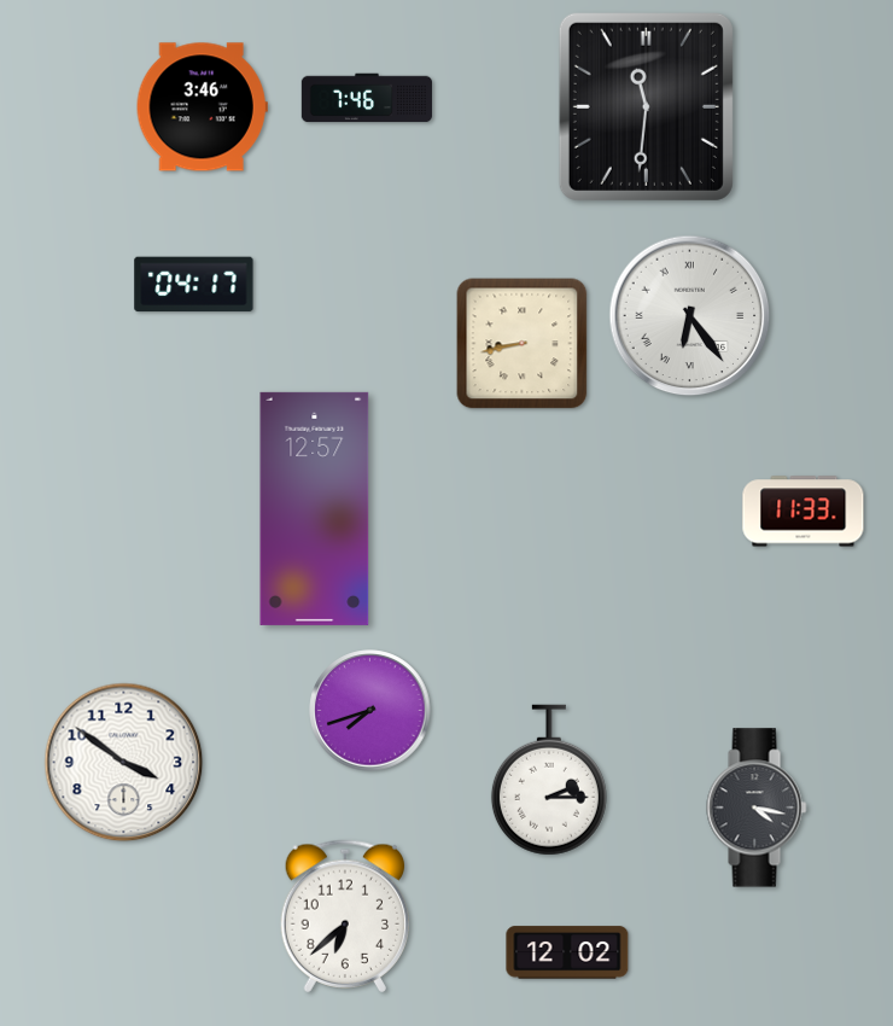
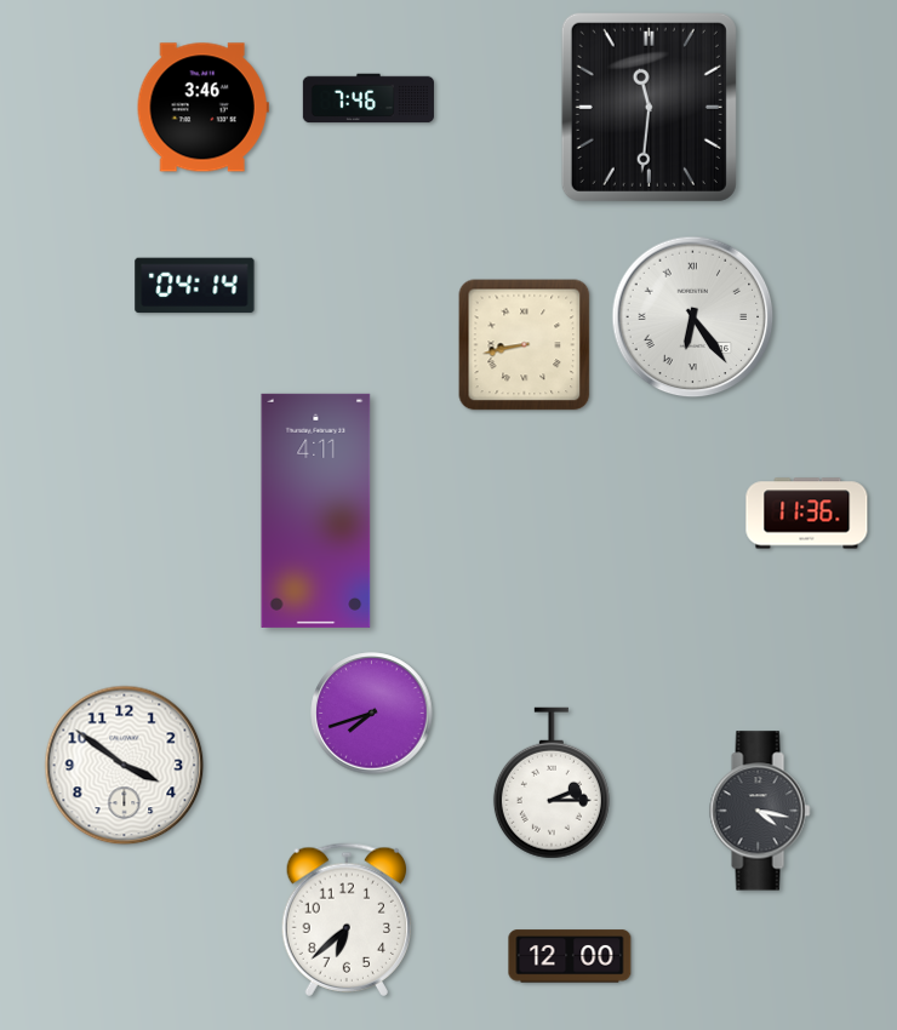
clock at (194, 285): 04:17 -> 04:14
clock at (315, 508): 12:57 -> 4:11
clock at (804, 512): 11:33 -> 11:36
clock at (567, 952): 12:02 -> 12:00
